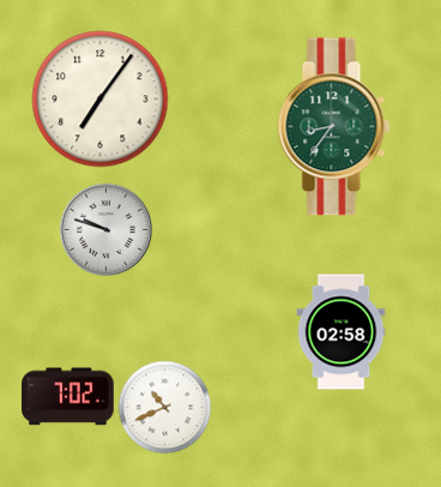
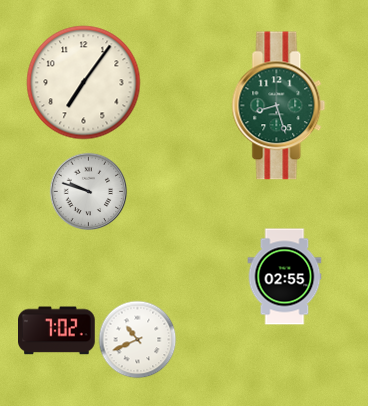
clock at (334, 127): 8:36 -> 8:27
clock at (342, 332): 02:58 -> 02:55
